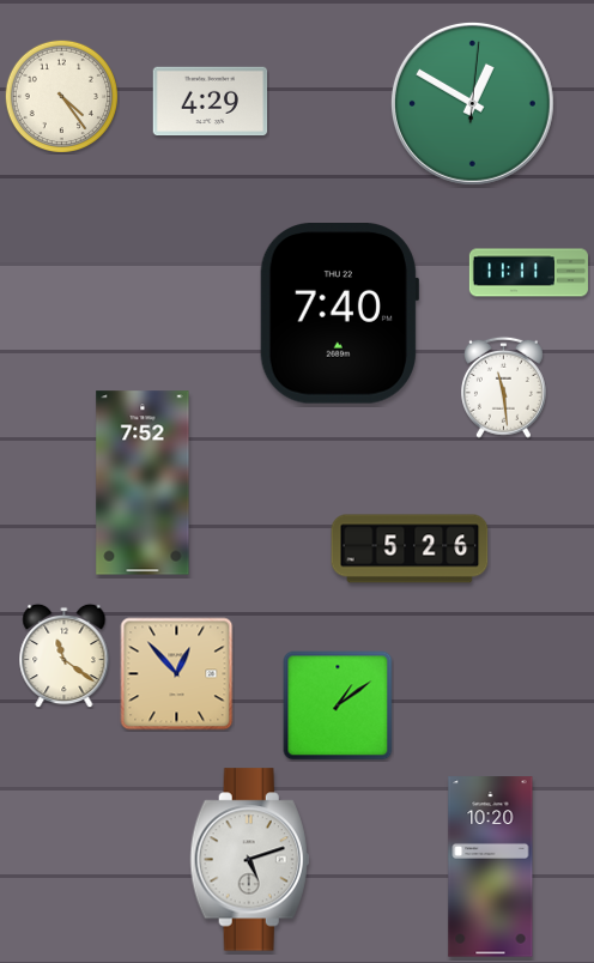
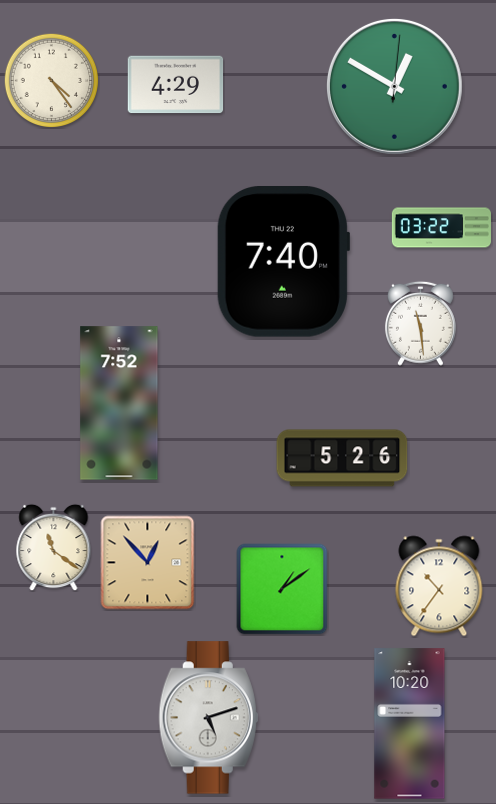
clock at (528, 273): 11:11 -> 03:22
clock at (439, 586): none -> 10:36
